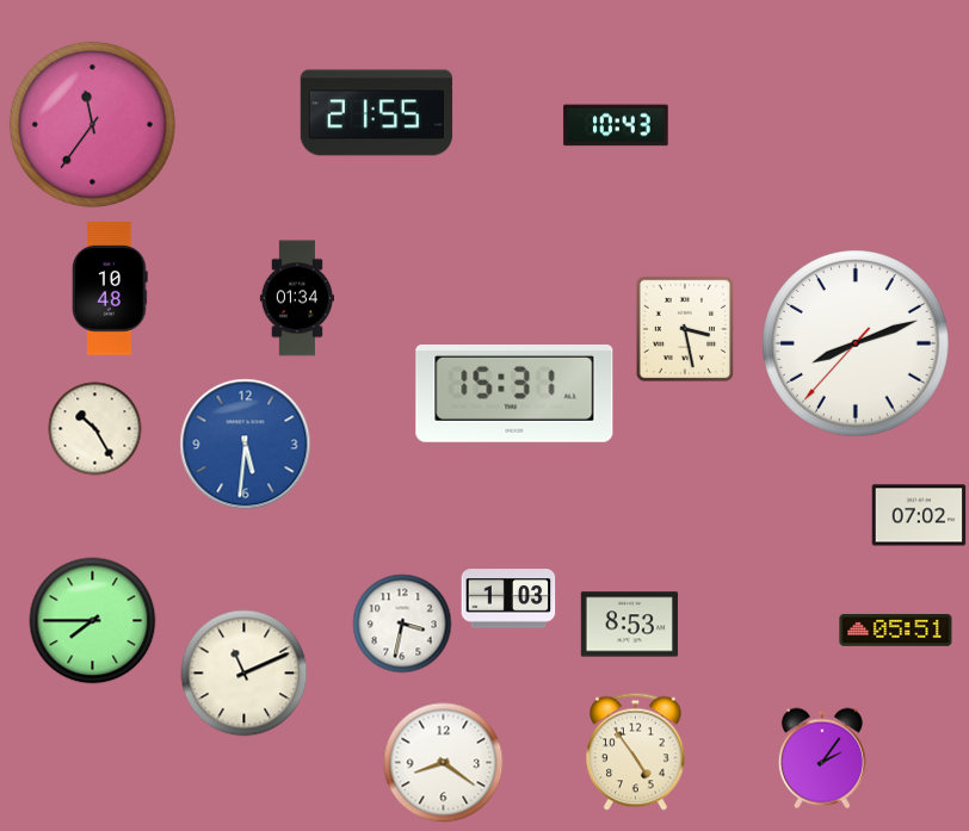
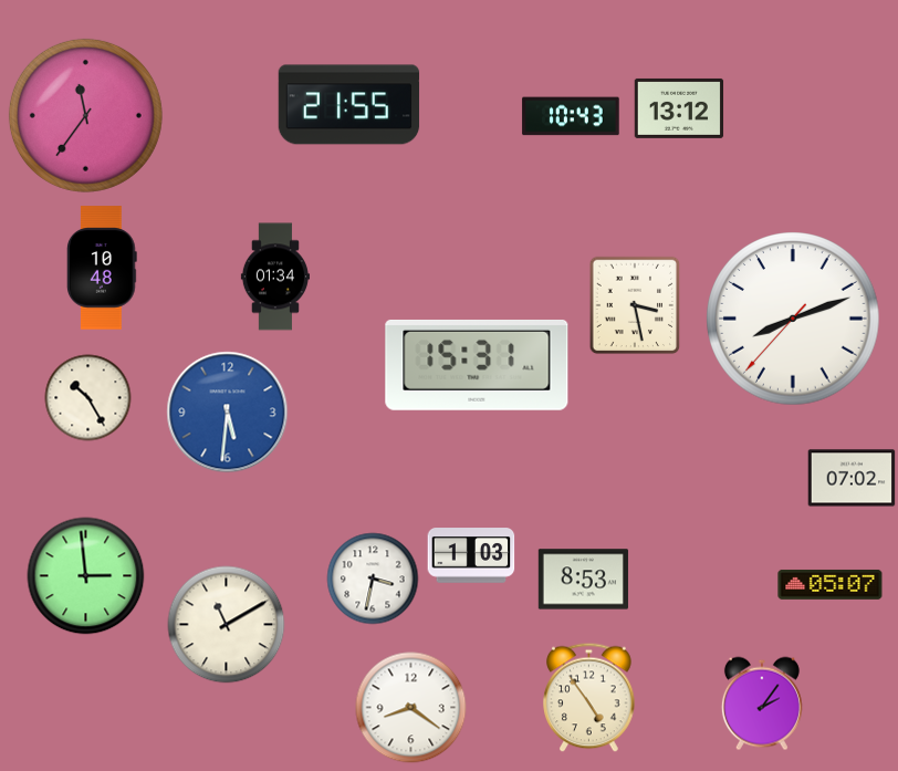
clock at (679, 108): none -> 13:12
clock at (93, 621): 7:45 -> 2:59
clock at (896, 631): 05:51 -> 05:07
clock at (245, 674): 11:11 -> 11:10
